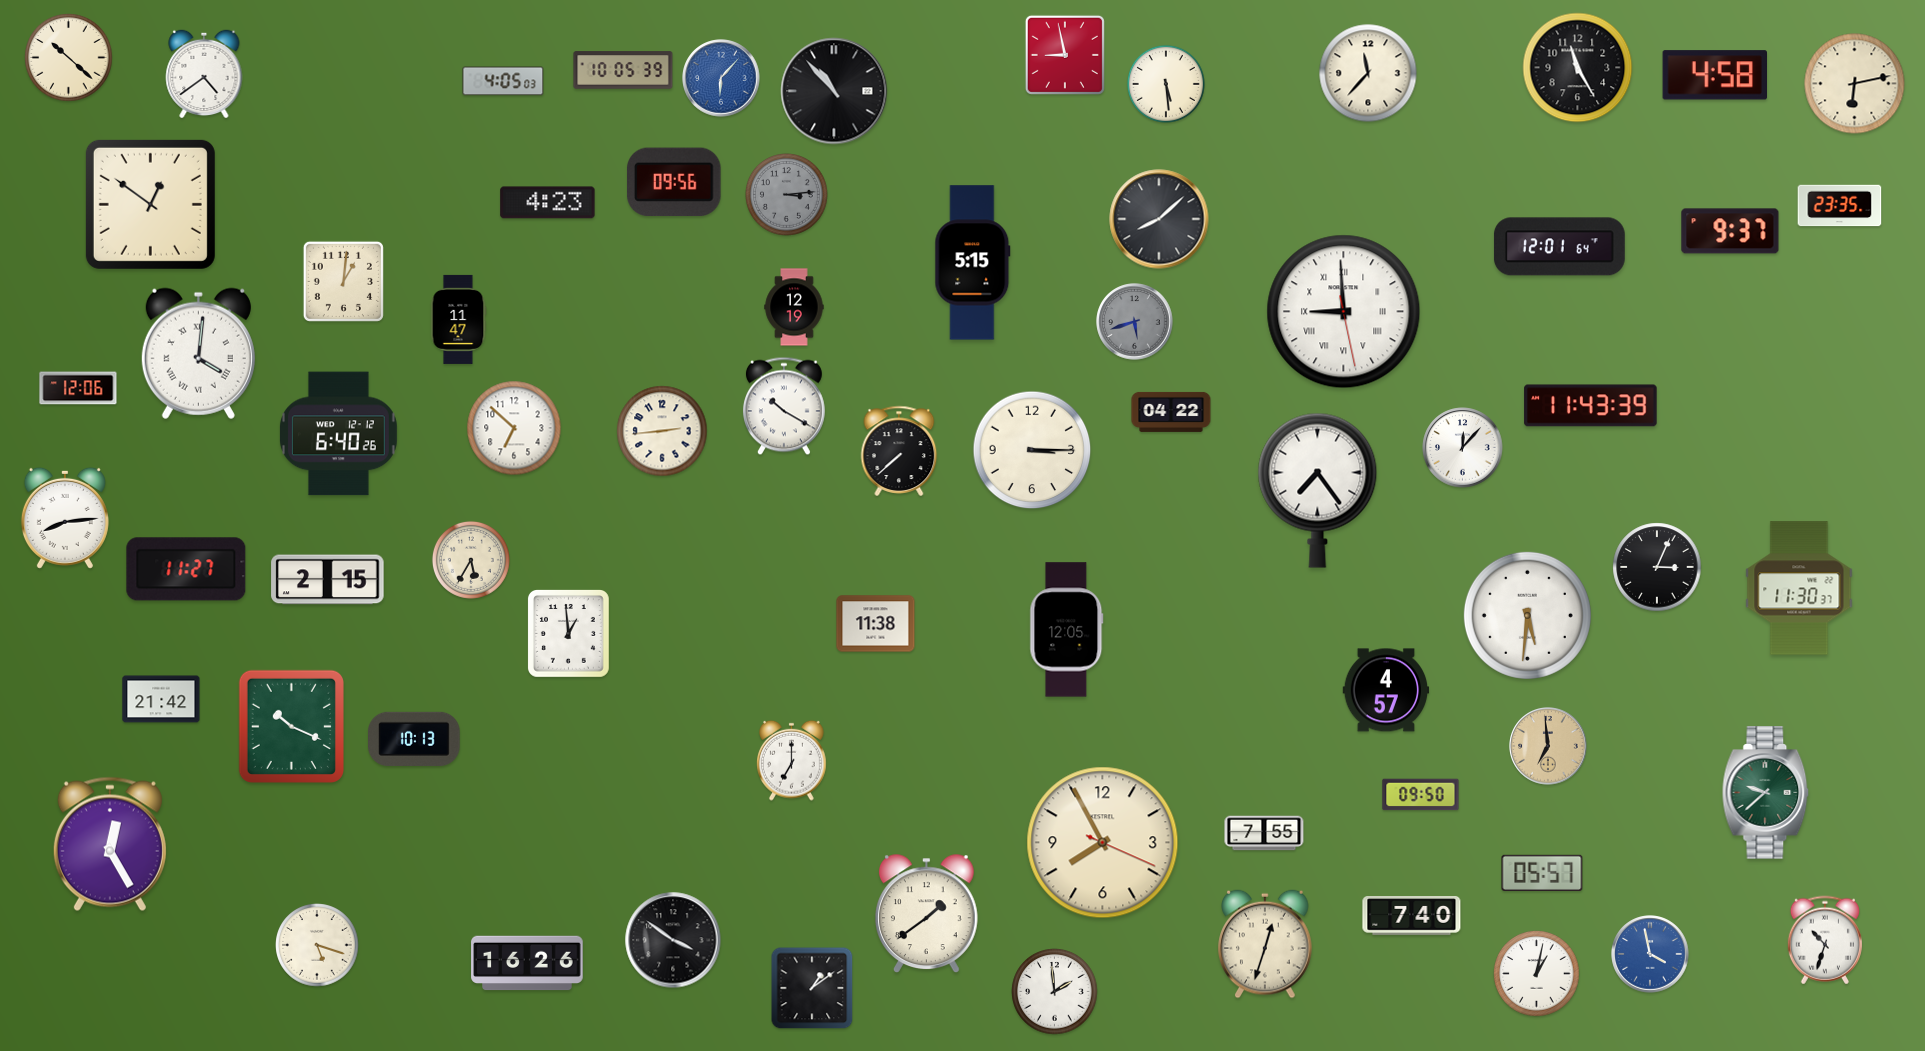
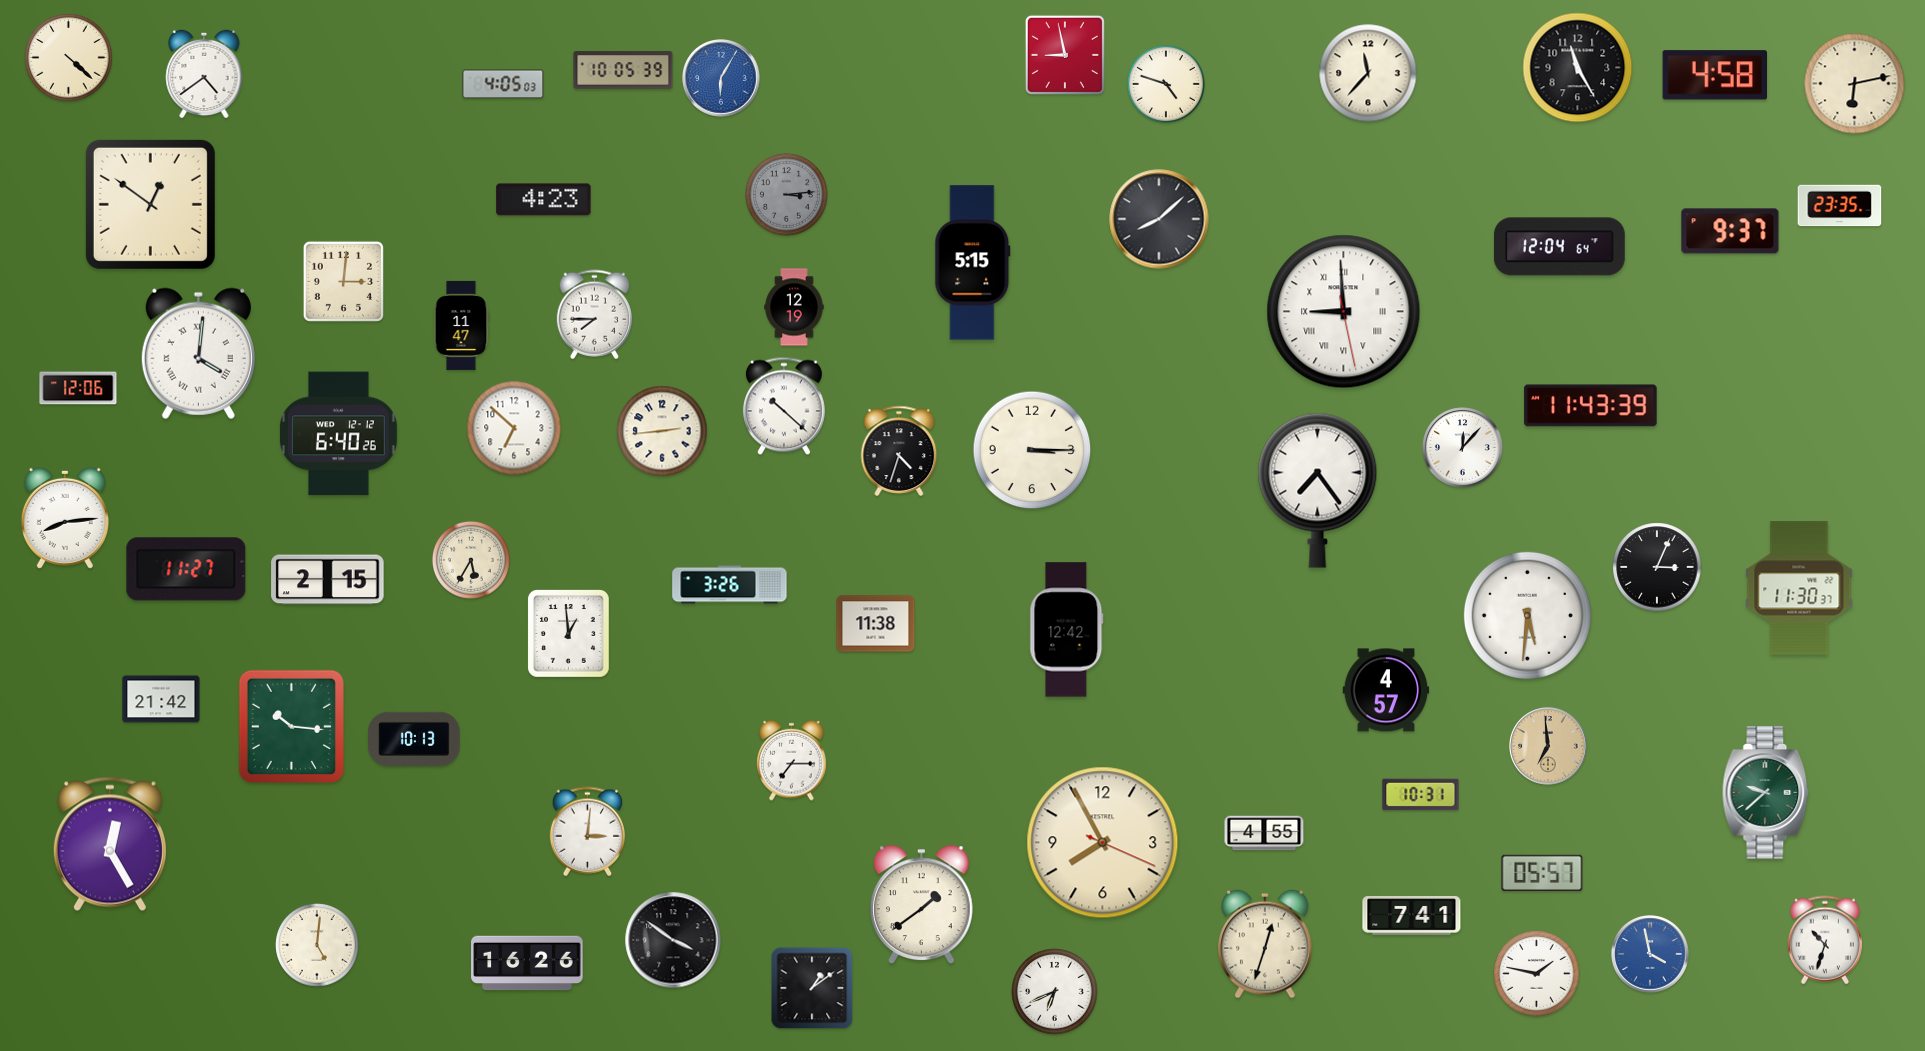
clock at (69, 58): 10:22 -> 4:22
clock at (721, 78): 6:07 -> 6:05
clock at (503, 81) position: (503, 81) -> (503, 84)
clock at (1166, 84): 5:29 -> 4:48
clock at (834, 91): 10:53 -> none
clock at (674, 182): 09:56 -> none
clock at (548, 203) position: (548, 203) -> (544, 200)
clock at (1559, 247): 12:01 -> 12:04
clock at (343, 281): 1:01 -> 3:01
clock at (594, 315): none -> 7:45
clock at (458, 319) position: (458, 319) -> (461, 325)
clock at (1135, 322): 5:42 -> none
clock at (784, 406): 10:20 -> 10:22
clock at (1171, 412): 04:22 -> none
clock at (899, 451): 7:38 -> 4:33
clock at (730, 585): none -> 3:26
clock at (1067, 630): 12:05 -> 12:42
clock at (291, 726): 10:19 -> 10:16
clock at (792, 760): 7:00 -> 7:15
clock at (1421, 795): 09:50 -> 10:31
clock at (587, 832): none -> 3:01
clock at (1264, 833): 7:55 -> 4:55
clock at (927, 913) position: (927, 913) -> (922, 904)
clock at (1412, 916): 7:40 -> 7:41
clock at (317, 945): 5:18 -> 5:01
clock at (1537, 974): 1:02 -> 1:47
clock at (1055, 992): 1:59 -> 6:41
